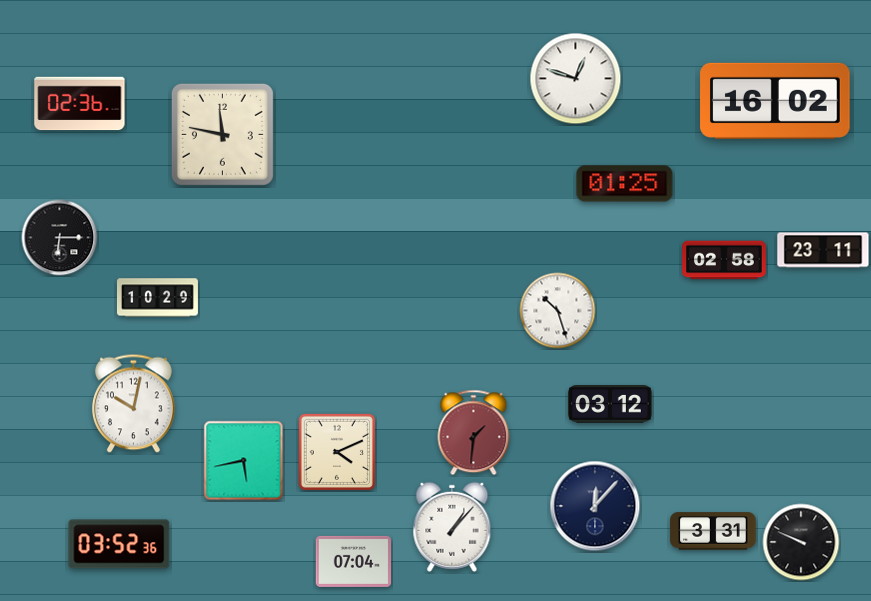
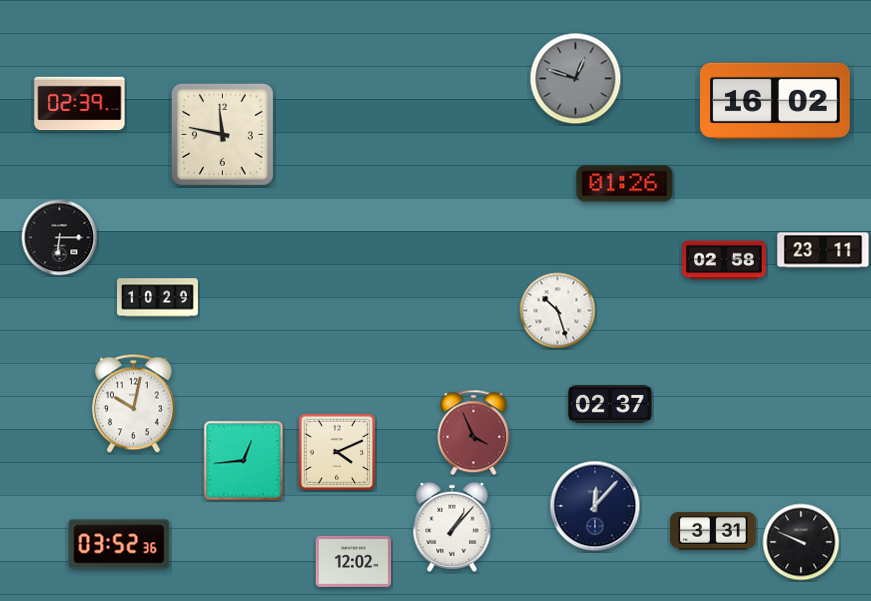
clock at (576, 79) dial: white -> grey
clock at (80, 104): 02:36 -> 02:39
clock at (625, 184): 01:25 -> 01:26
clock at (610, 405): 03:12 -> 02:37
clock at (474, 433): 1:31 -> 3:56
clock at (244, 461): 5:43 -> 12:44
clock at (354, 561): 07:04 -> 12:02
